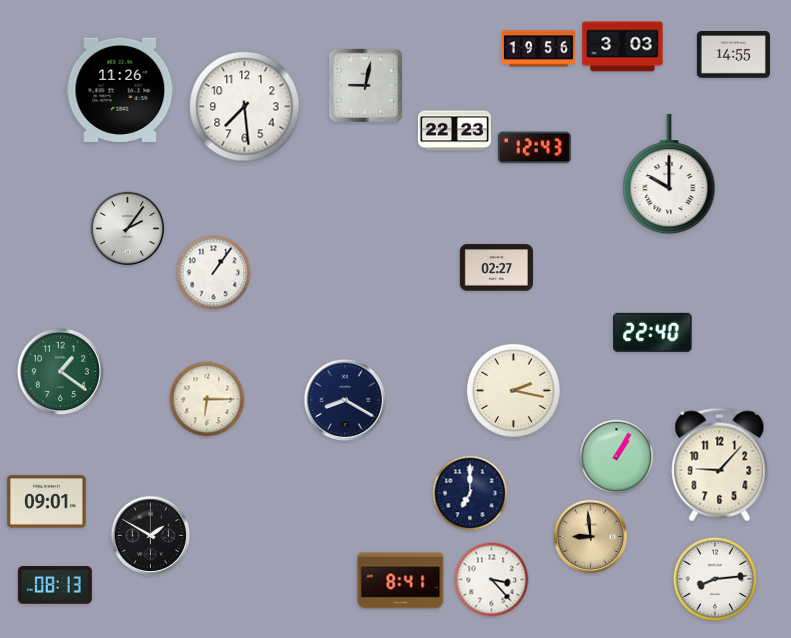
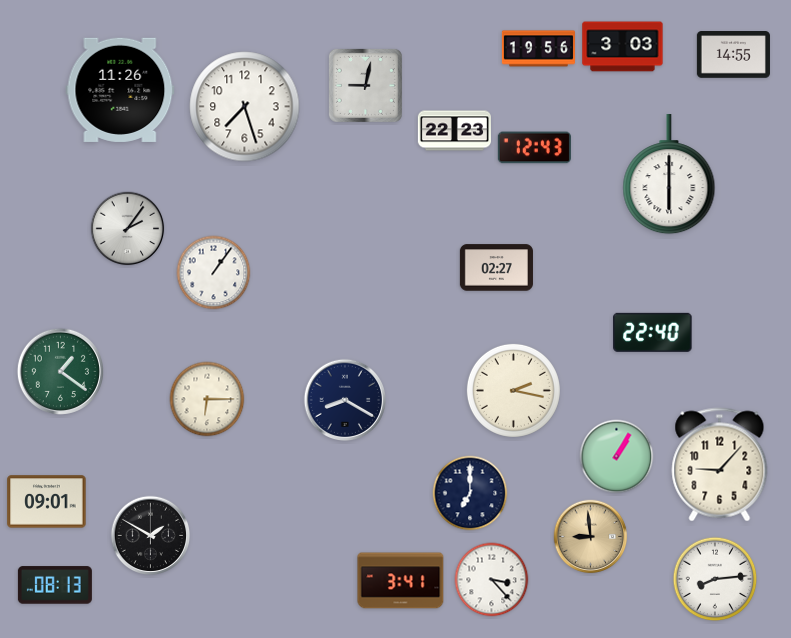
clock at (245, 107): 7:29 -> 7:27
clock at (669, 175): 10:00 -> 6:00
clock at (401, 581): 8:41 -> 3:41
